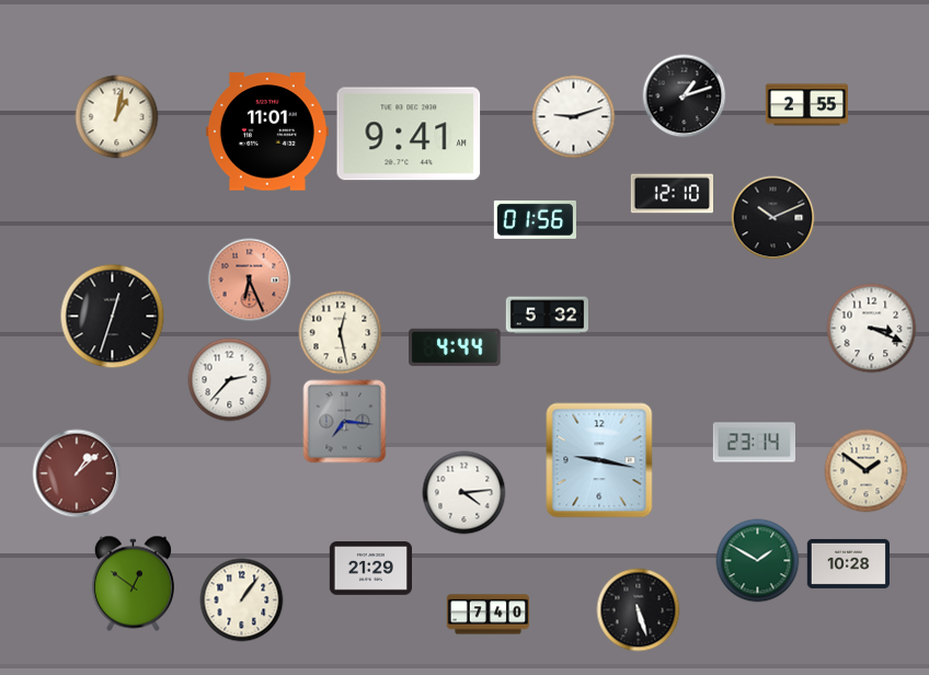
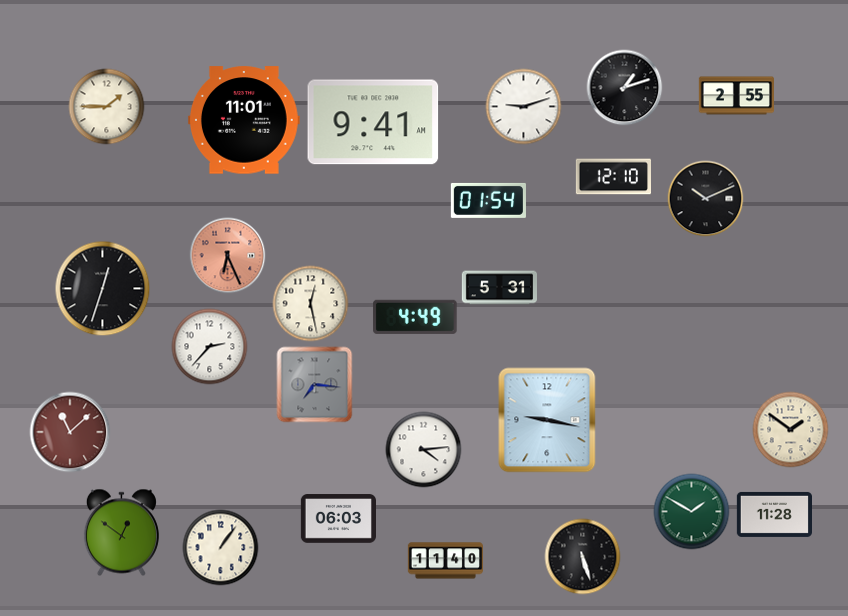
clock at (117, 117): 1:02 -> 1:45
clock at (535, 219): 01:56 -> 01:54
clock at (547, 316): 5:32 -> 5:31
clock at (872, 329): 3:19 -> none
clock at (455, 347): 4:44 -> 4:49
clock at (754, 443): 23:14 -> none
clock at (77, 473): 1:08 -> 11:08
clock at (848, 563): 10:28 -> 11:28
clock at (370, 569): 21:29 -> 06:03
clock at (488, 615): 7:40 -> 11:40
